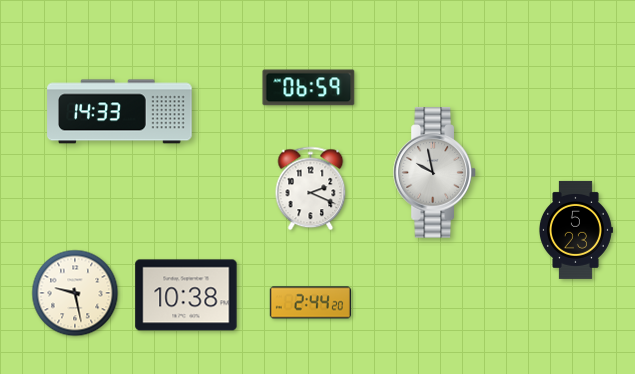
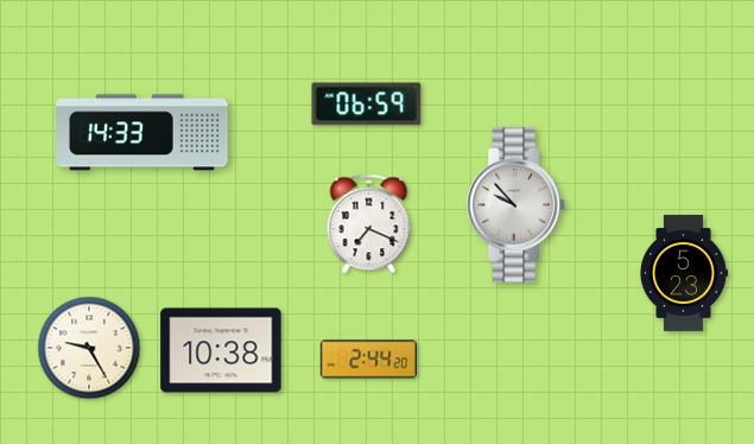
clock at (435, 173): 9:58 -> 9:53
clock at (311, 189): 2:19 -> 7:19
clock at (75, 293): 9:28 -> 9:25
